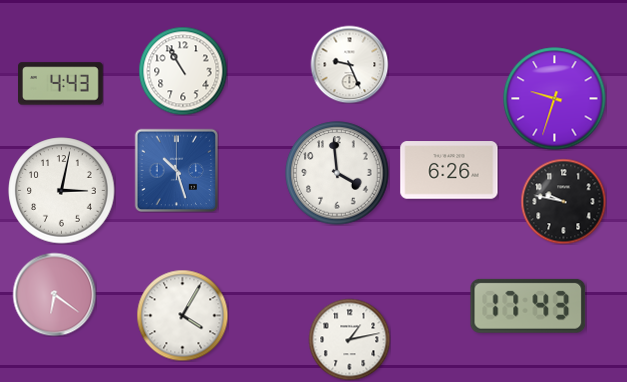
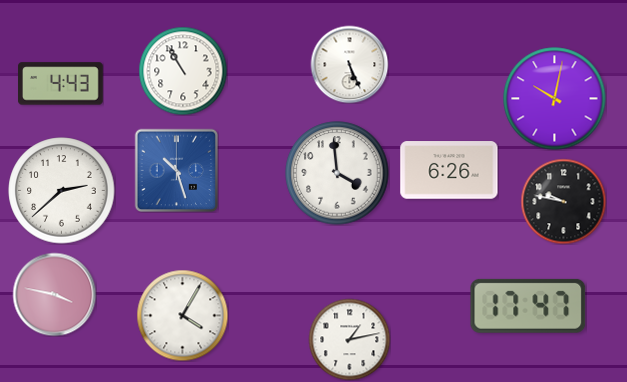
clock at (349, 64): 9:26 -> 5:26
clock at (555, 99): 9:33 -> 10:02
clock at (62, 191): 3:02 -> 2:38
clock at (54, 294): 6:21 -> 3:47
clock at (528, 306): 17:43 -> 17:47
